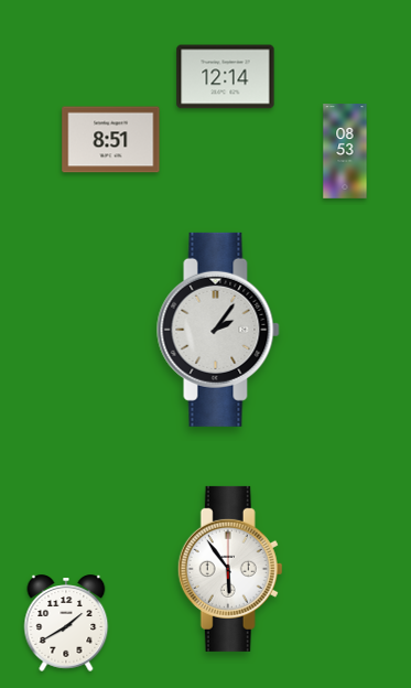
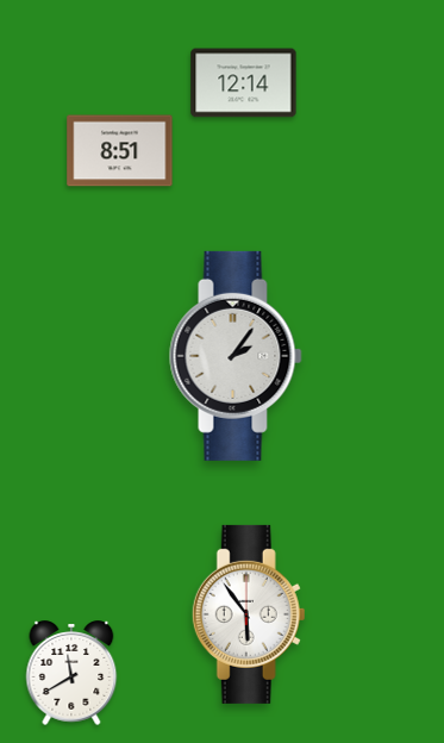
clock at (345, 151): 08:53 -> none
clock at (66, 623): 1:40 -> 11:40
